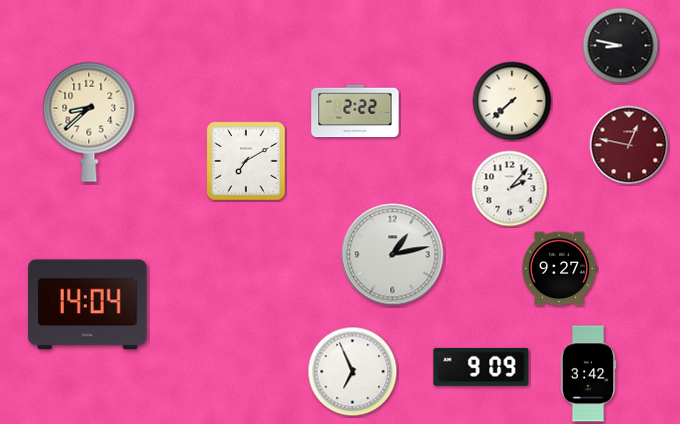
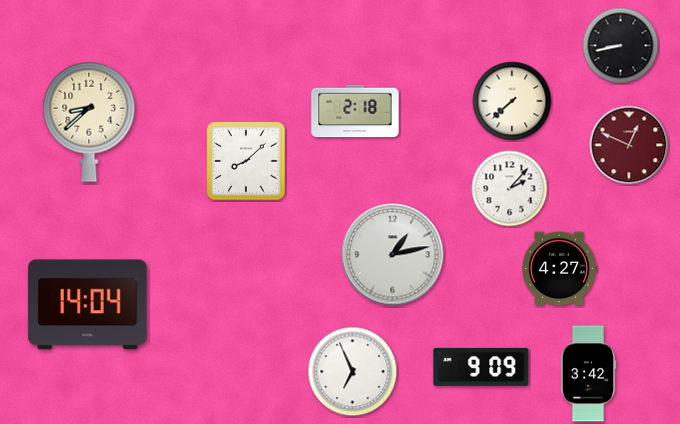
clock at (621, 46): 8:47 -> 8:43
clock at (355, 111): 2:22 -> 2:18
clock at (629, 145): 12:47 -> 12:49
clock at (246, 161): 7:10 -> 8:08
clock at (559, 269): 9:27 -> 4:27
